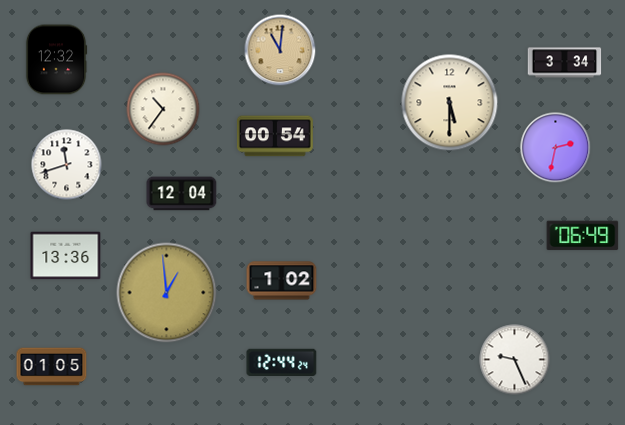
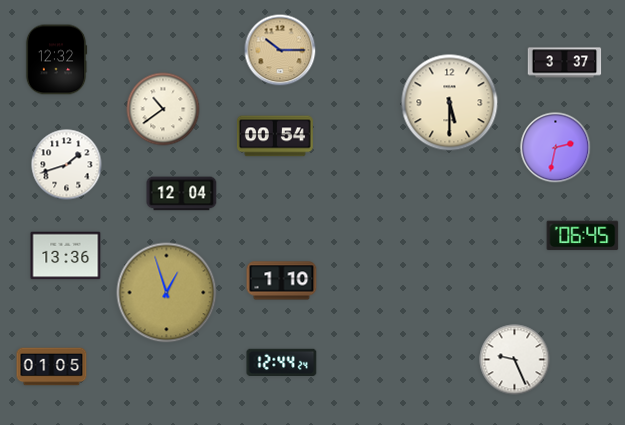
clock at (280, 50): 11:01 -> 10:15
clock at (565, 63): 3:34 -> 3:37
clock at (163, 109): 10:36 -> 10:39
clock at (67, 165): 11:42 -> 1:42
clock at (583, 236): 06:49 -> 06:45
clock at (282, 281): 1:02 -> 1:10
clock at (167, 293): 12:59 -> 12:57
